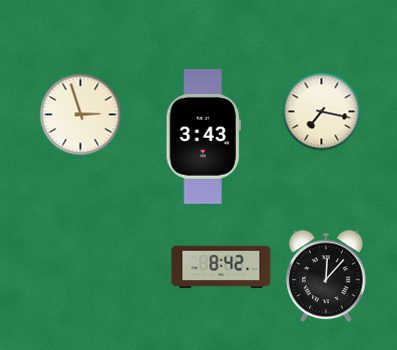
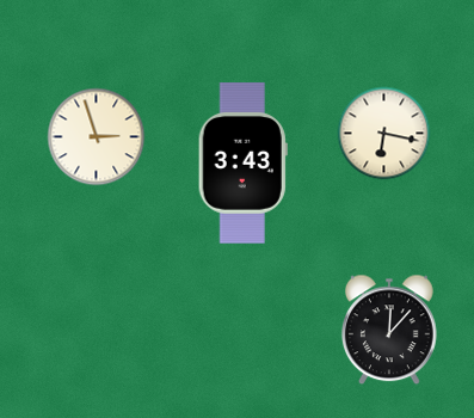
clock at (321, 111): 7:17 -> 6:17
clock at (221, 267): 8:42 -> none
